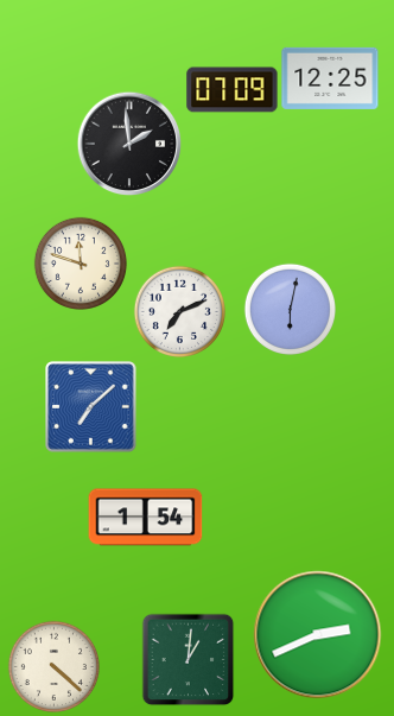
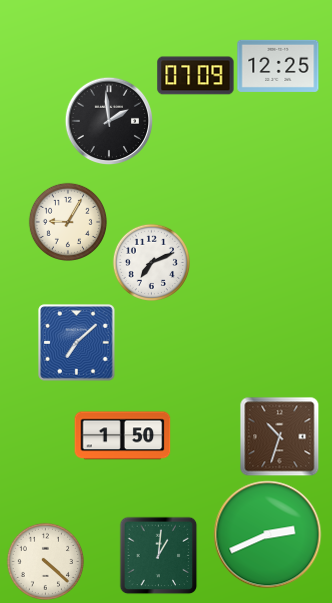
clock at (80, 262): 11:48 -> 9:05
clock at (290, 309): 6:02 -> none
clock at (146, 518): 1:54 -> 1:50
clock at (279, 436): none -> 10:33
